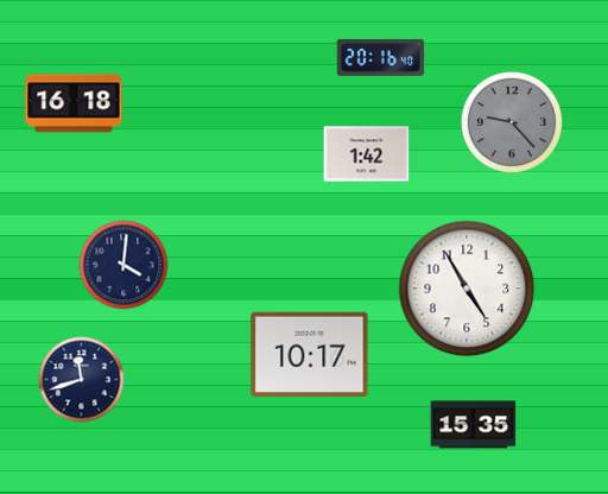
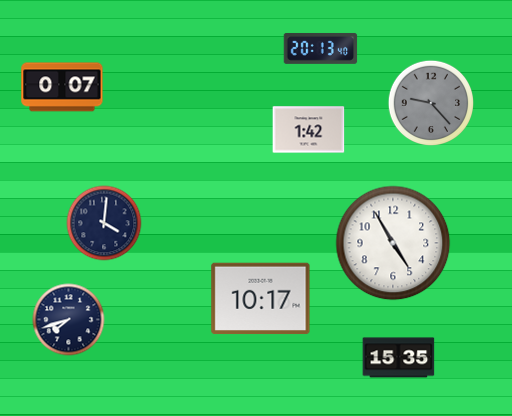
clock at (381, 57): 20:16 -> 20:13
clock at (74, 103): 16:18 -> 0:07
clock at (82, 380): 11:42 -> 7:42
